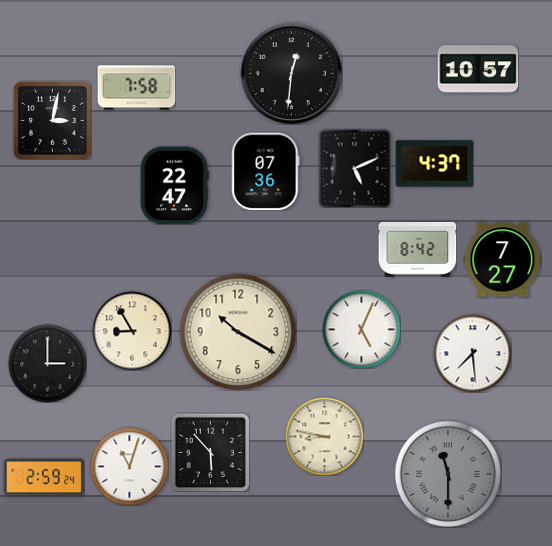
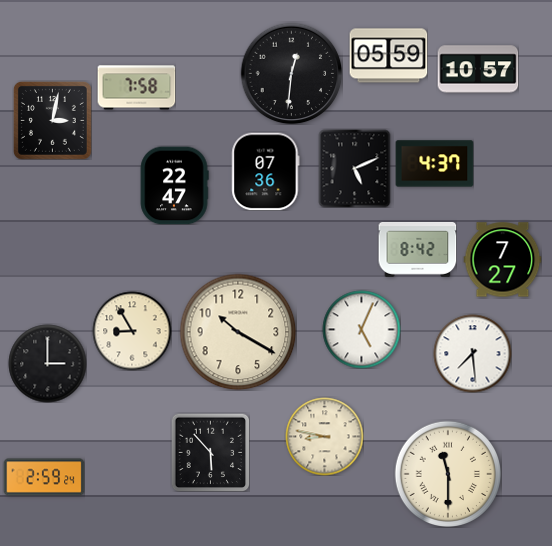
clock at (388, 56): none -> 05:59
clock at (129, 466): 11:03 -> none
clock at (447, 473) dial: grey -> cream
